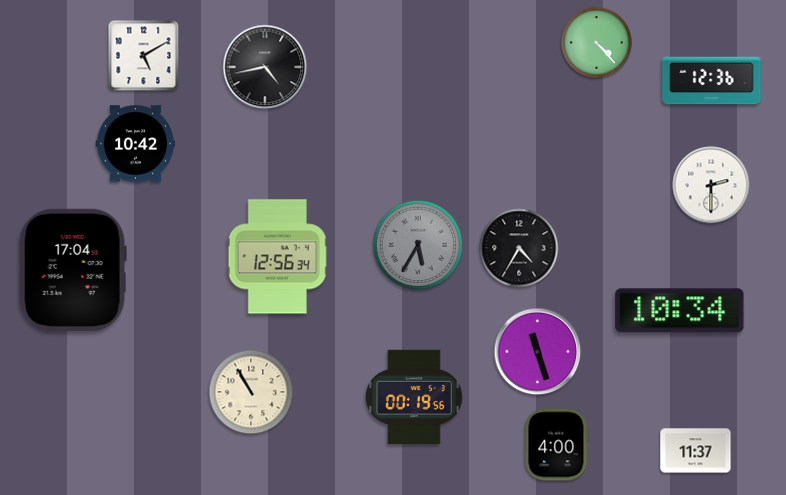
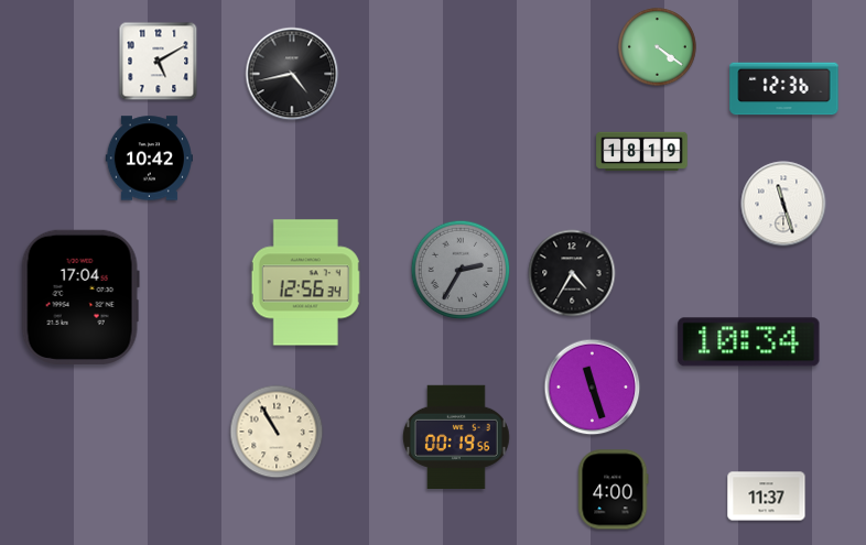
clock at (597, 43): 4:23 -> 4:21
clock at (642, 152): none -> 18:19
clock at (711, 185): 2:30 -> 11:27
clock at (418, 245): 5:35 -> 2:35
